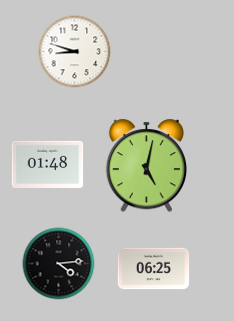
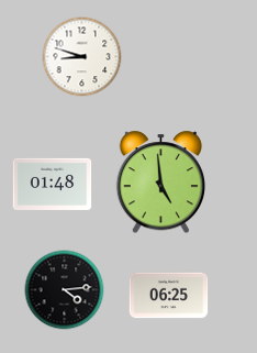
clock at (48, 164) position: (48, 164) -> (53, 184)
clock at (146, 166): 5:02 -> 4:59
